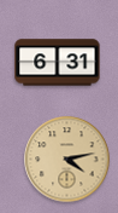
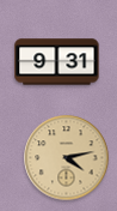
clock at (58, 63): 6:31 -> 9:31
